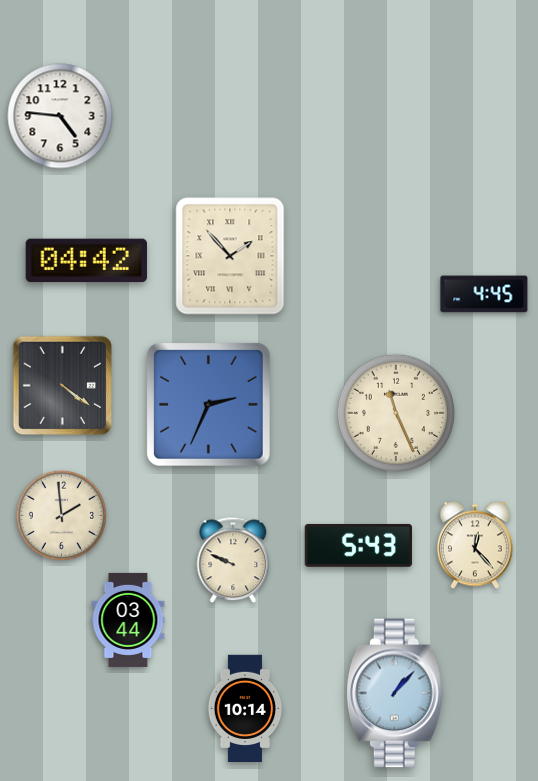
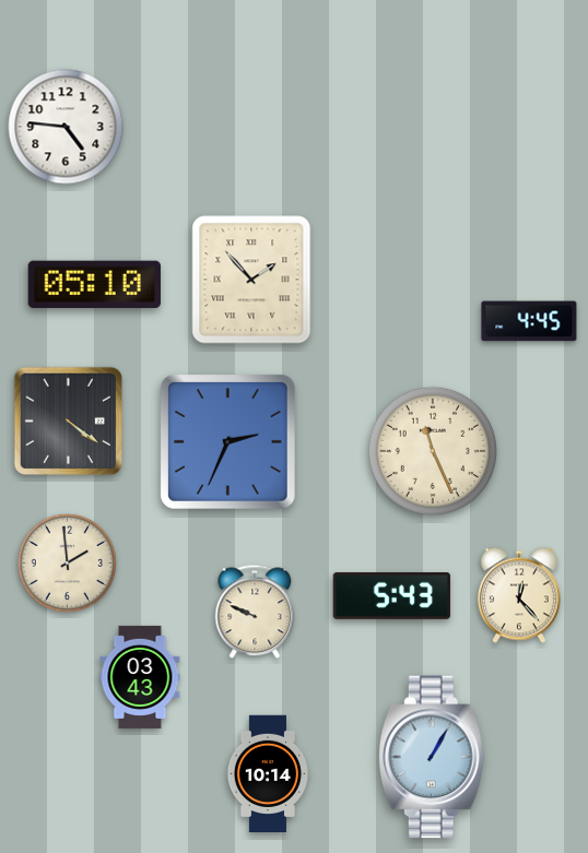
clock at (86, 261): 04:42 -> 05:10
clock at (128, 620): 03:44 -> 03:43
clock at (395, 693): 1:07 -> 1:05
